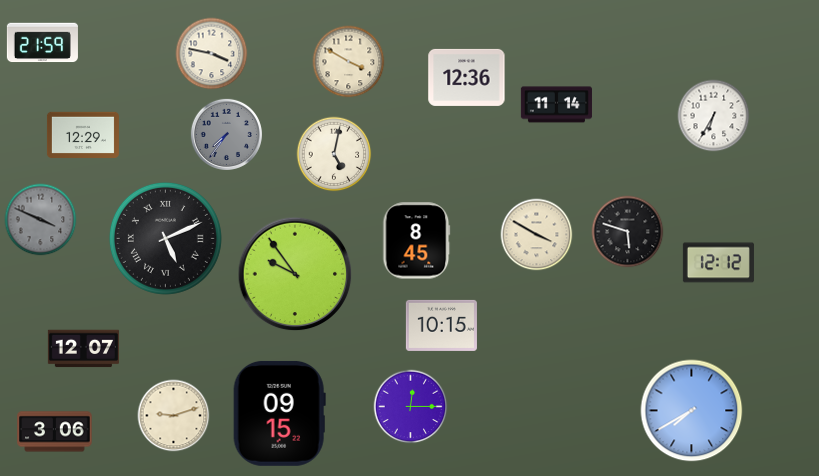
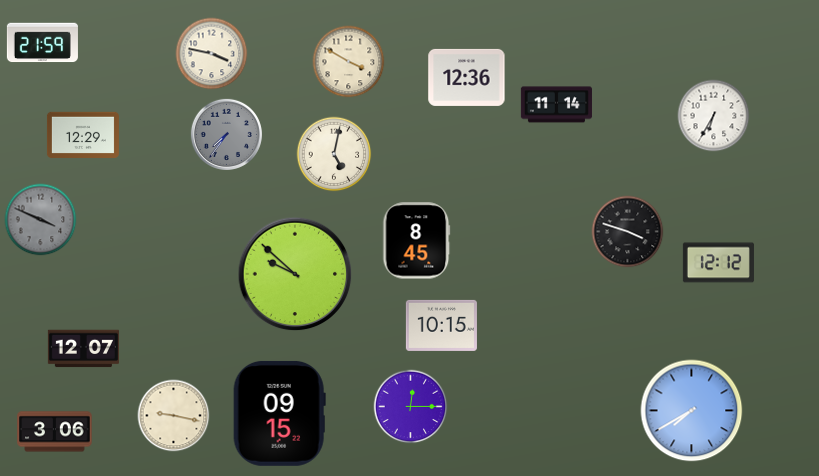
clock at (628, 232): 5:48 -> 3:48
clock at (537, 235): 3:50 -> none
clock at (165, 238): 5:11 -> none
clock at (295, 274): 9:54 -> 9:52
clock at (174, 416): 9:12 -> 9:17
